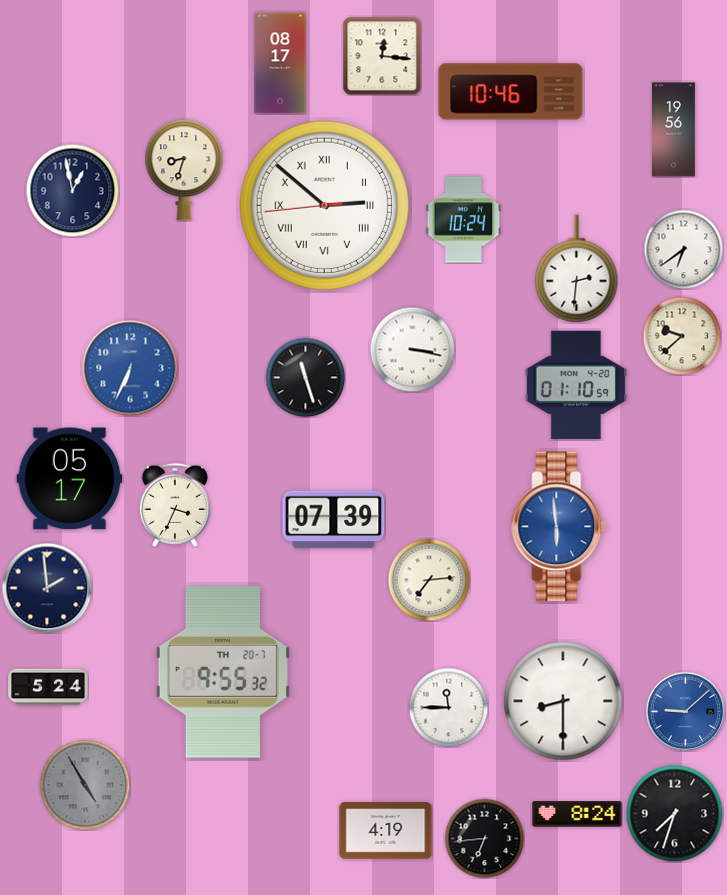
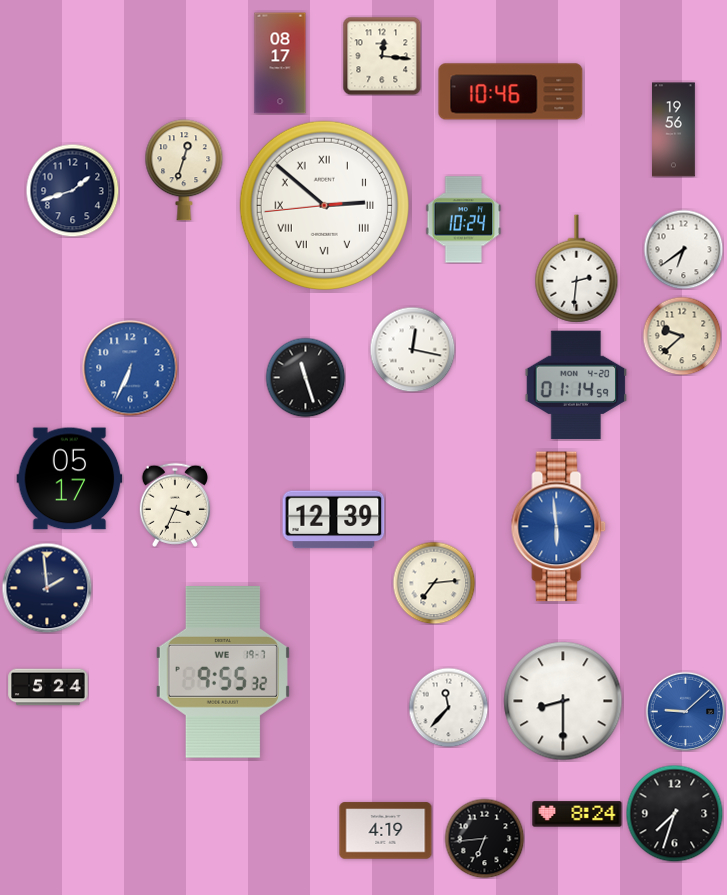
clock at (184, 170): 8:33 -> 12:33
clock at (72, 190): 12:58 -> 1:42
clock at (412, 349): 3:17 -> 12:17
clock at (576, 385): 01:10 -> 01:14
clock at (334, 520): 07:39 -> 12:39
clock at (429, 580) position: (429, 580) -> (434, 583)
clock at (223, 673) date: TH 20-7 -> WE 19-7
clock at (448, 707): 11:45 -> 11:37
clock at (85, 785): 4:55 -> none
